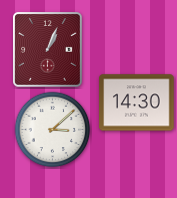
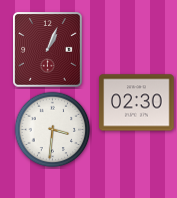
clock at (137, 103): 14:30 -> 02:30
clock at (53, 130): 3:08 -> 3:31
